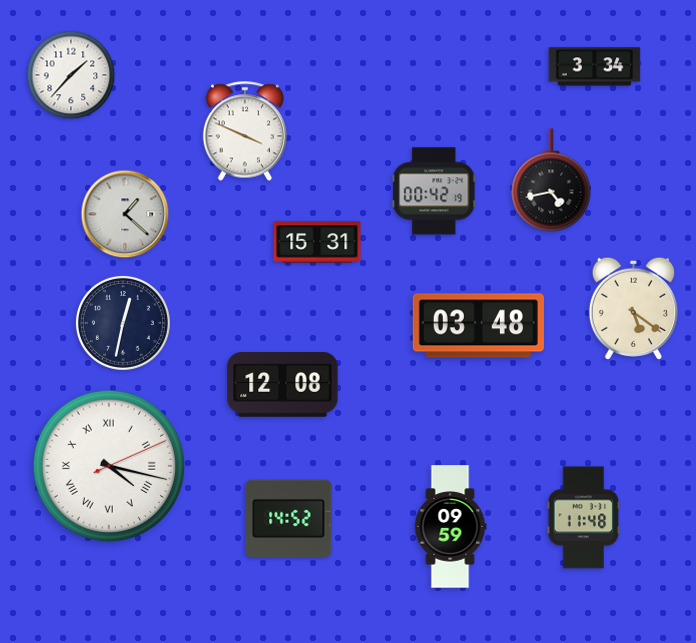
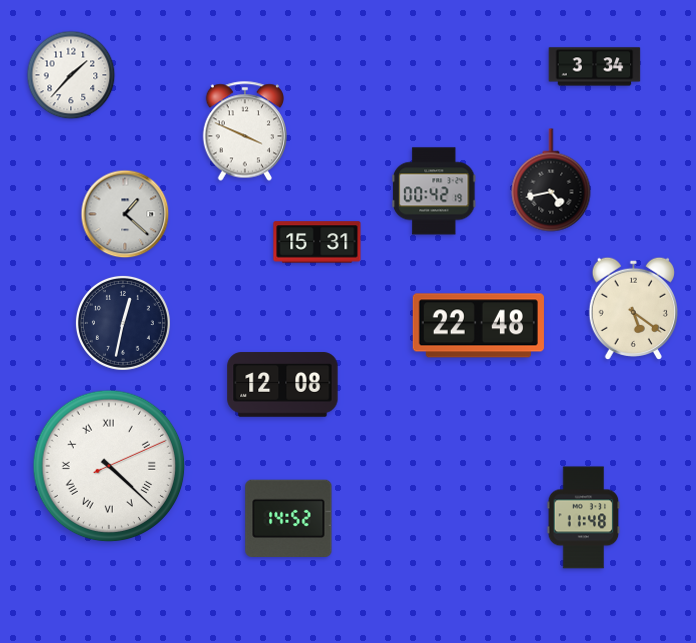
clock at (478, 326): 03:48 -> 22:48
clock at (109, 466): 4:17 -> 4:22
clock at (450, 527): 09:59 -> none
